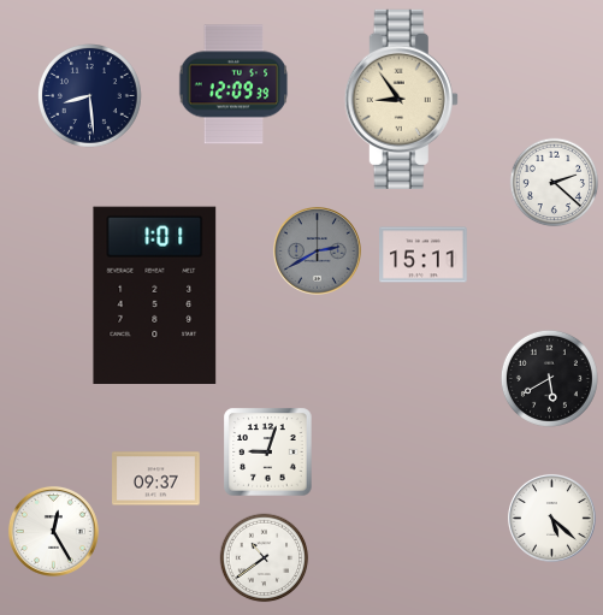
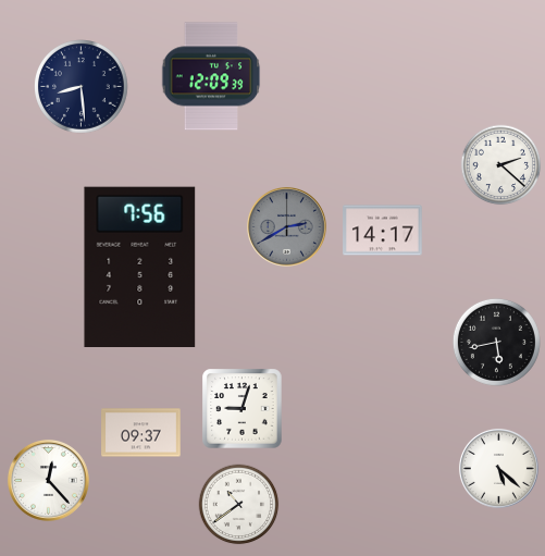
clock at (401, 99): 8:54 -> none
clock at (424, 255): 15:11 -> 14:17
clock at (155, 295): 1:01 -> 7:56
clock at (549, 378): 5:40 -> 5:43
clock at (53, 531): 12:25 -> 12:23
